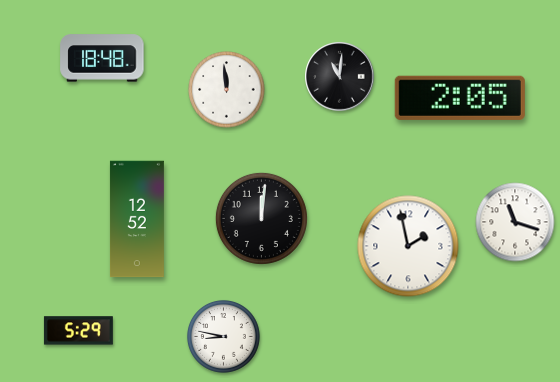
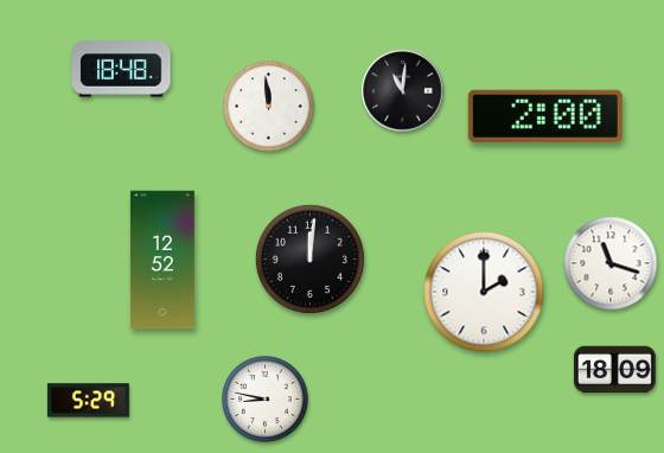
clock at (460, 98): 2:05 -> 2:00
clock at (408, 246): 1:58 -> 2:00
clock at (614, 370): none -> 18:09
clock at (78, 331) position: (78, 331) -> (88, 401)
